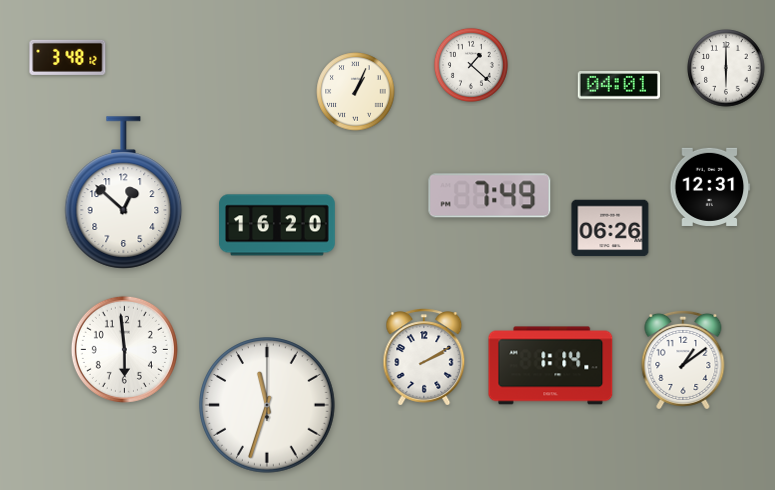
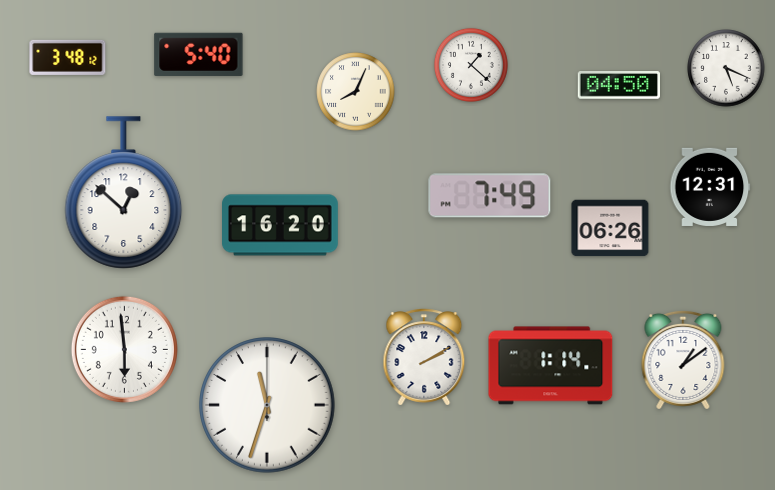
clock at (199, 54): none -> 5:40
clock at (726, 68): 6:00 -> 5:19
clock at (618, 85): 04:01 -> 04:50
clock at (356, 92): 1:04 -> 8:04
clock at (278, 225) position: (278, 225) -> (281, 225)
